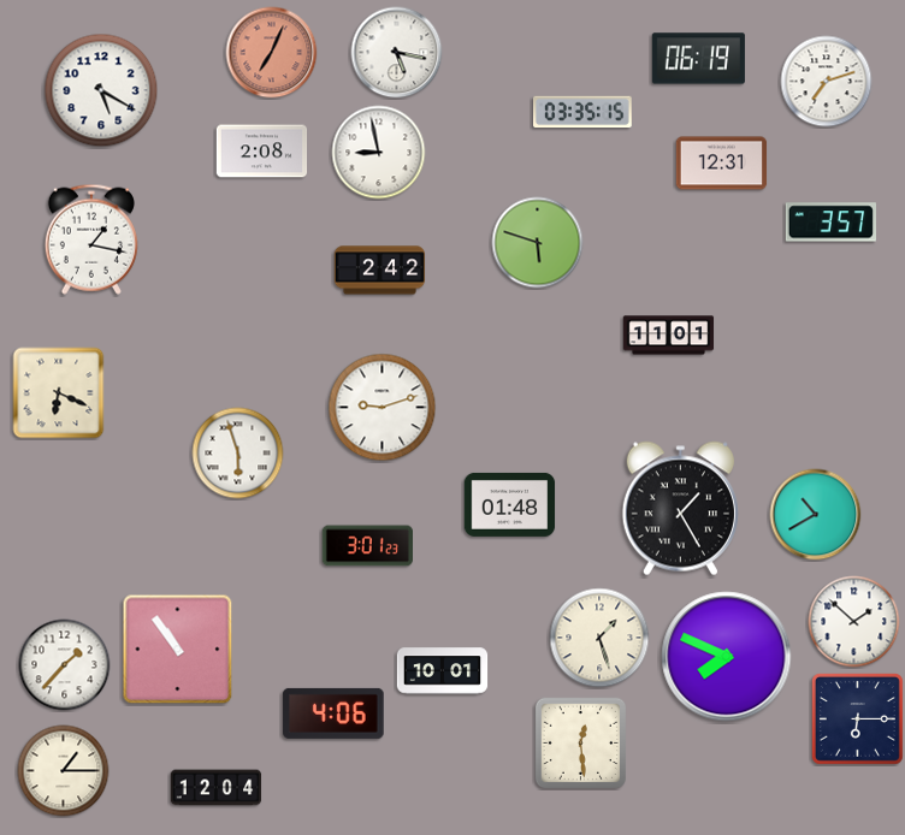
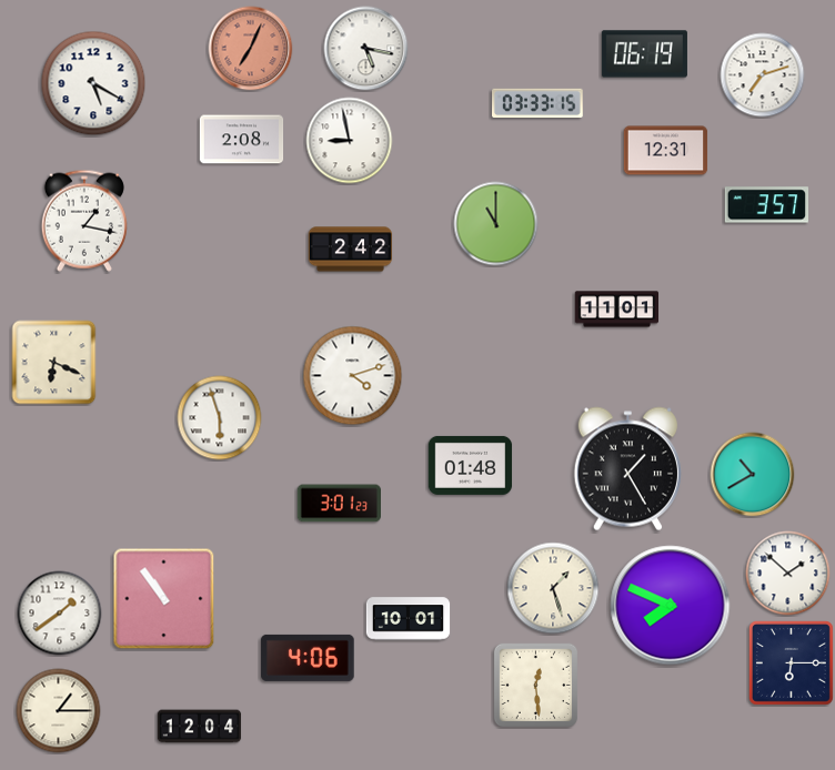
clock at (584, 111): 03:35 -> 03:33
clock at (538, 243): 5:48 -> 11:00
clock at (383, 408): 9:12 -> 4:12
clock at (65, 665): 1:37 -> 1:39
